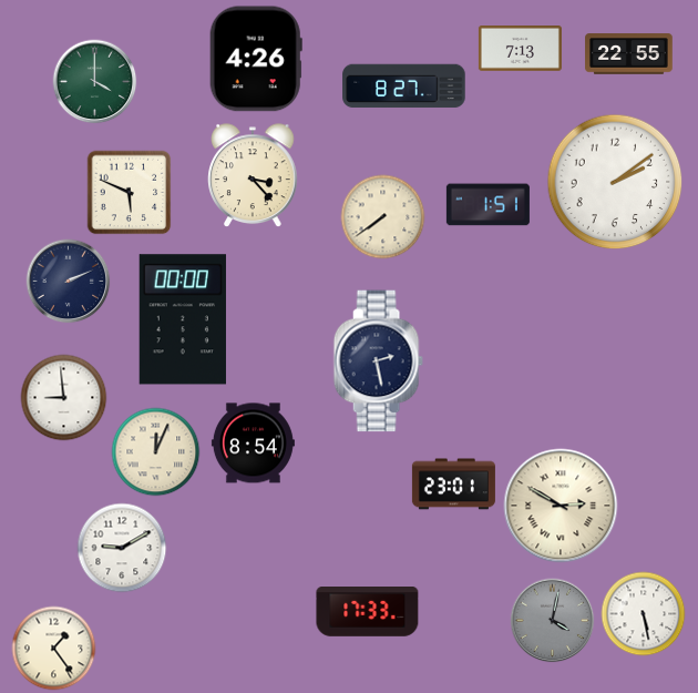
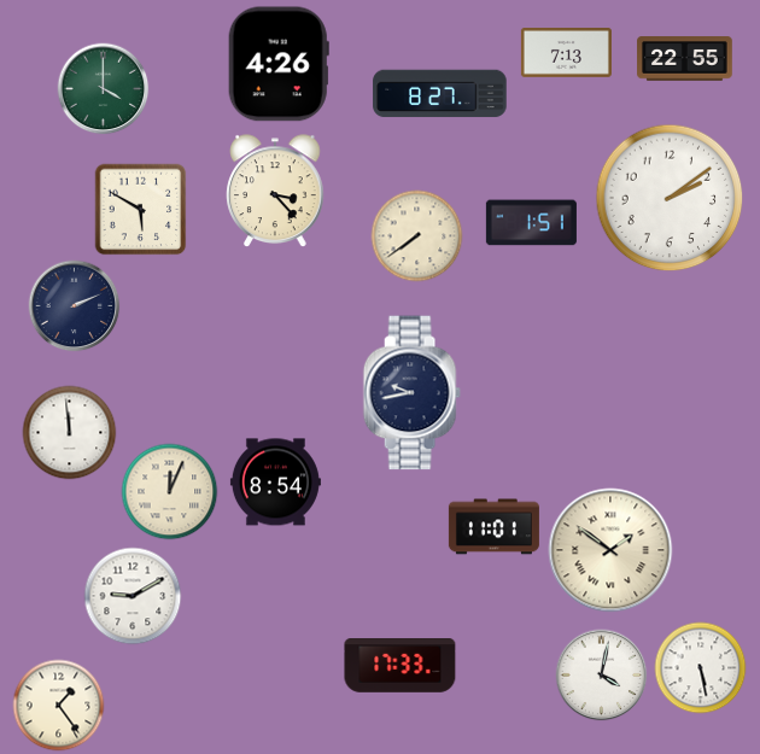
clock at (130, 193): 5:49 -> 5:50
clock at (183, 319): 00:00 -> none
clock at (378, 361): 2:28 -> 9:43
clock at (64, 398): 8:59 -> 11:59
clock at (453, 485): 23:01 -> 11:01
clock at (561, 506): 2:50 -> 1:51
clock at (553, 621) dial: grey -> white
